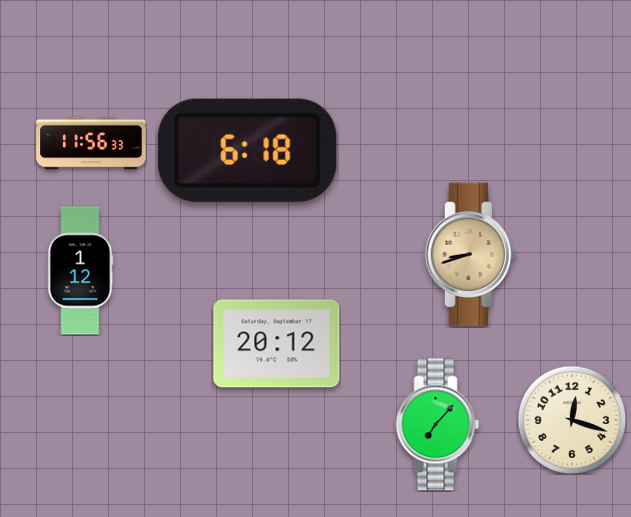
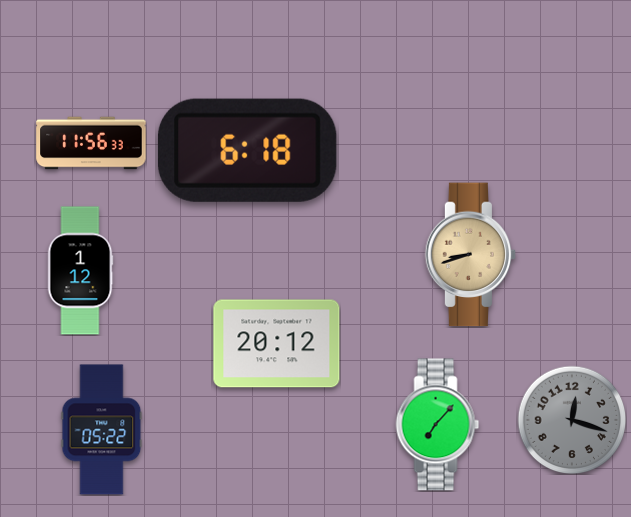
clock at (572, 420) dial: cream -> grey
clock at (102, 430): none -> 05:22
